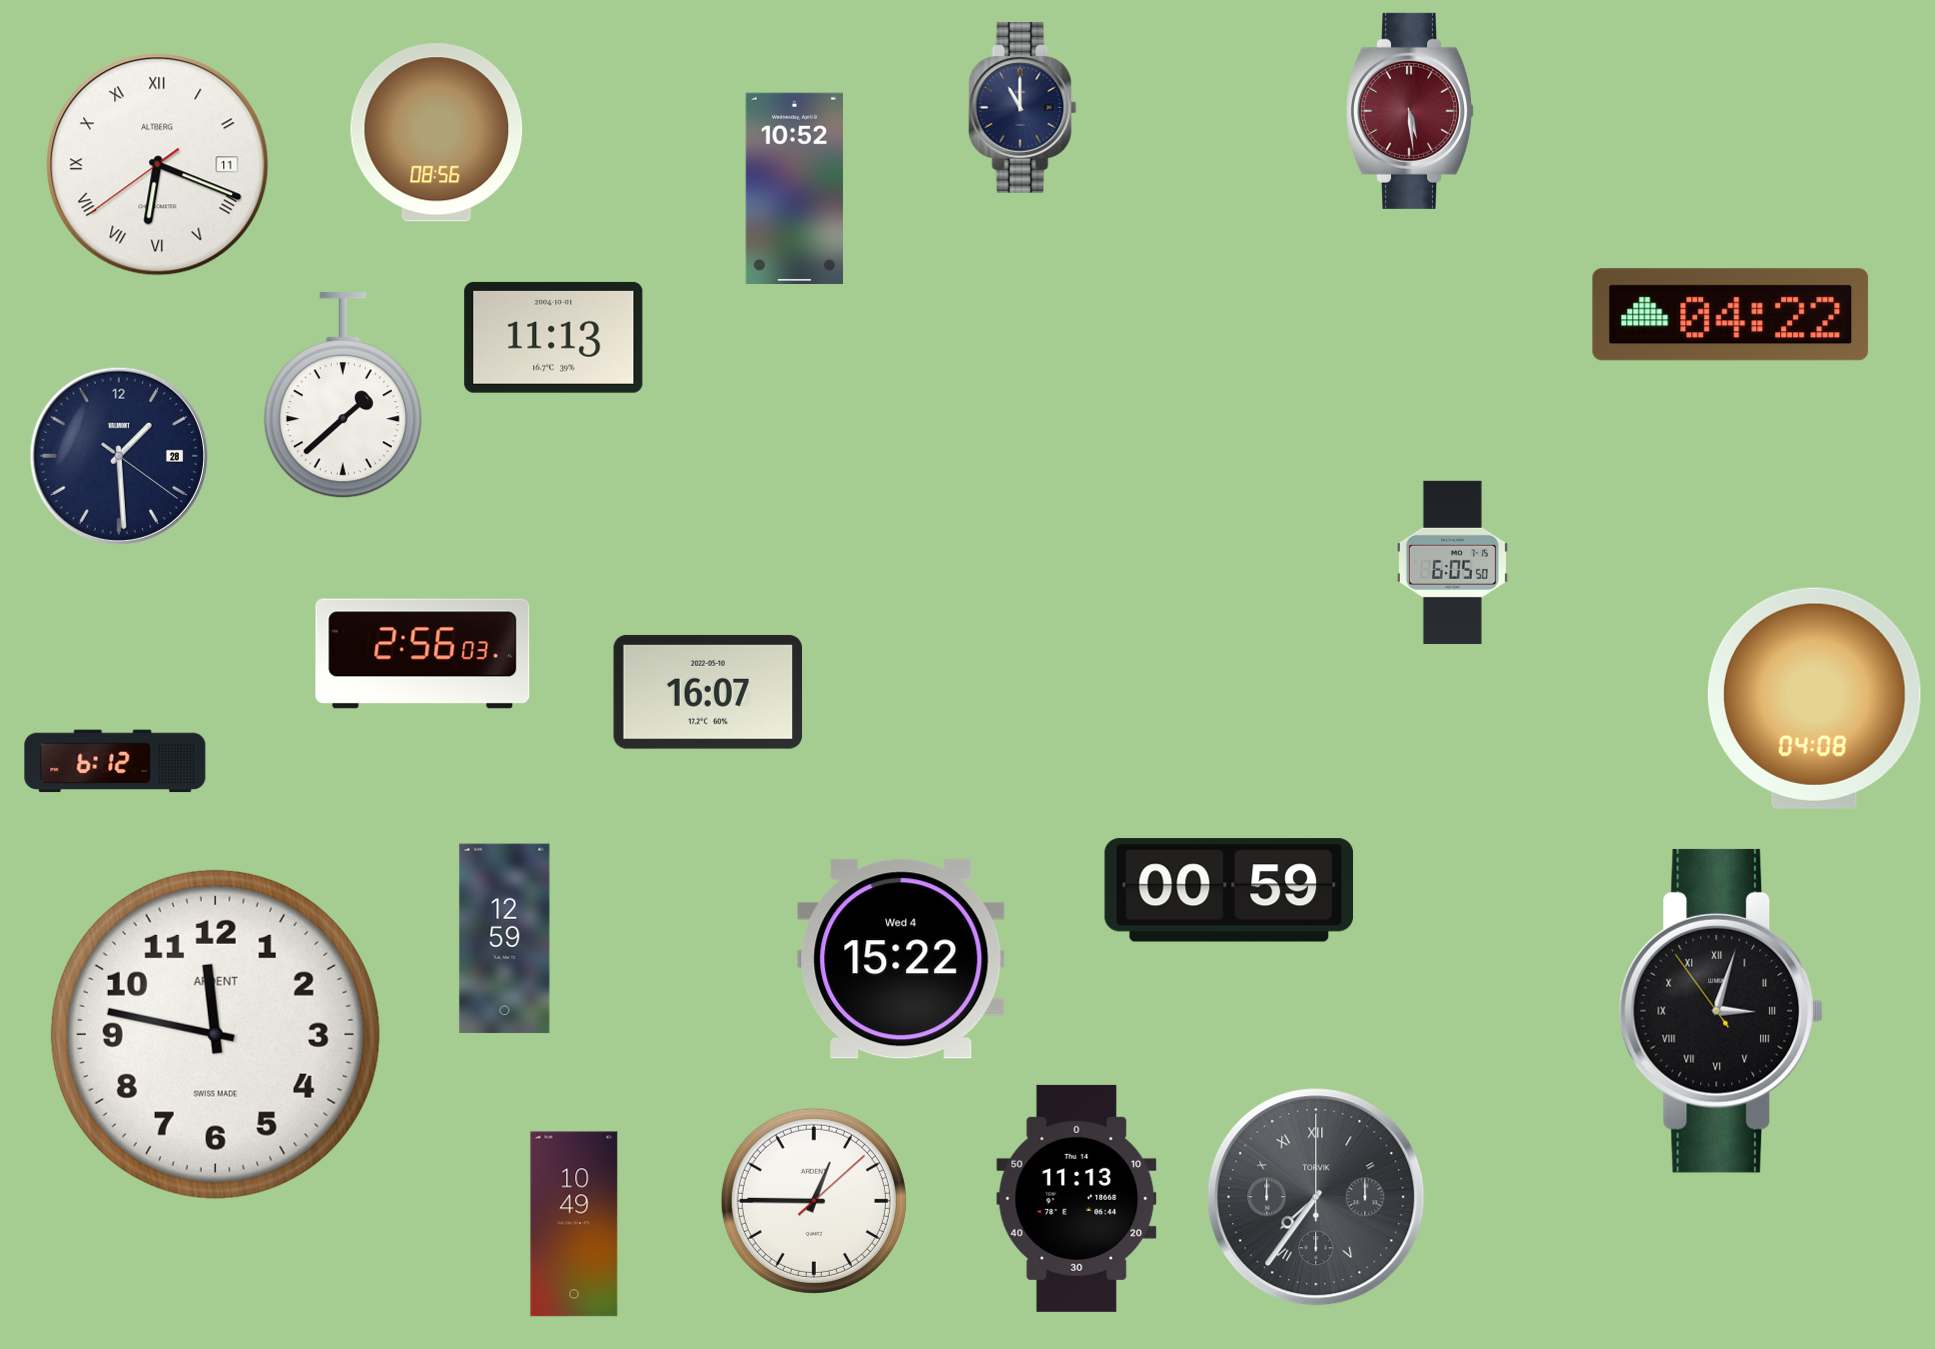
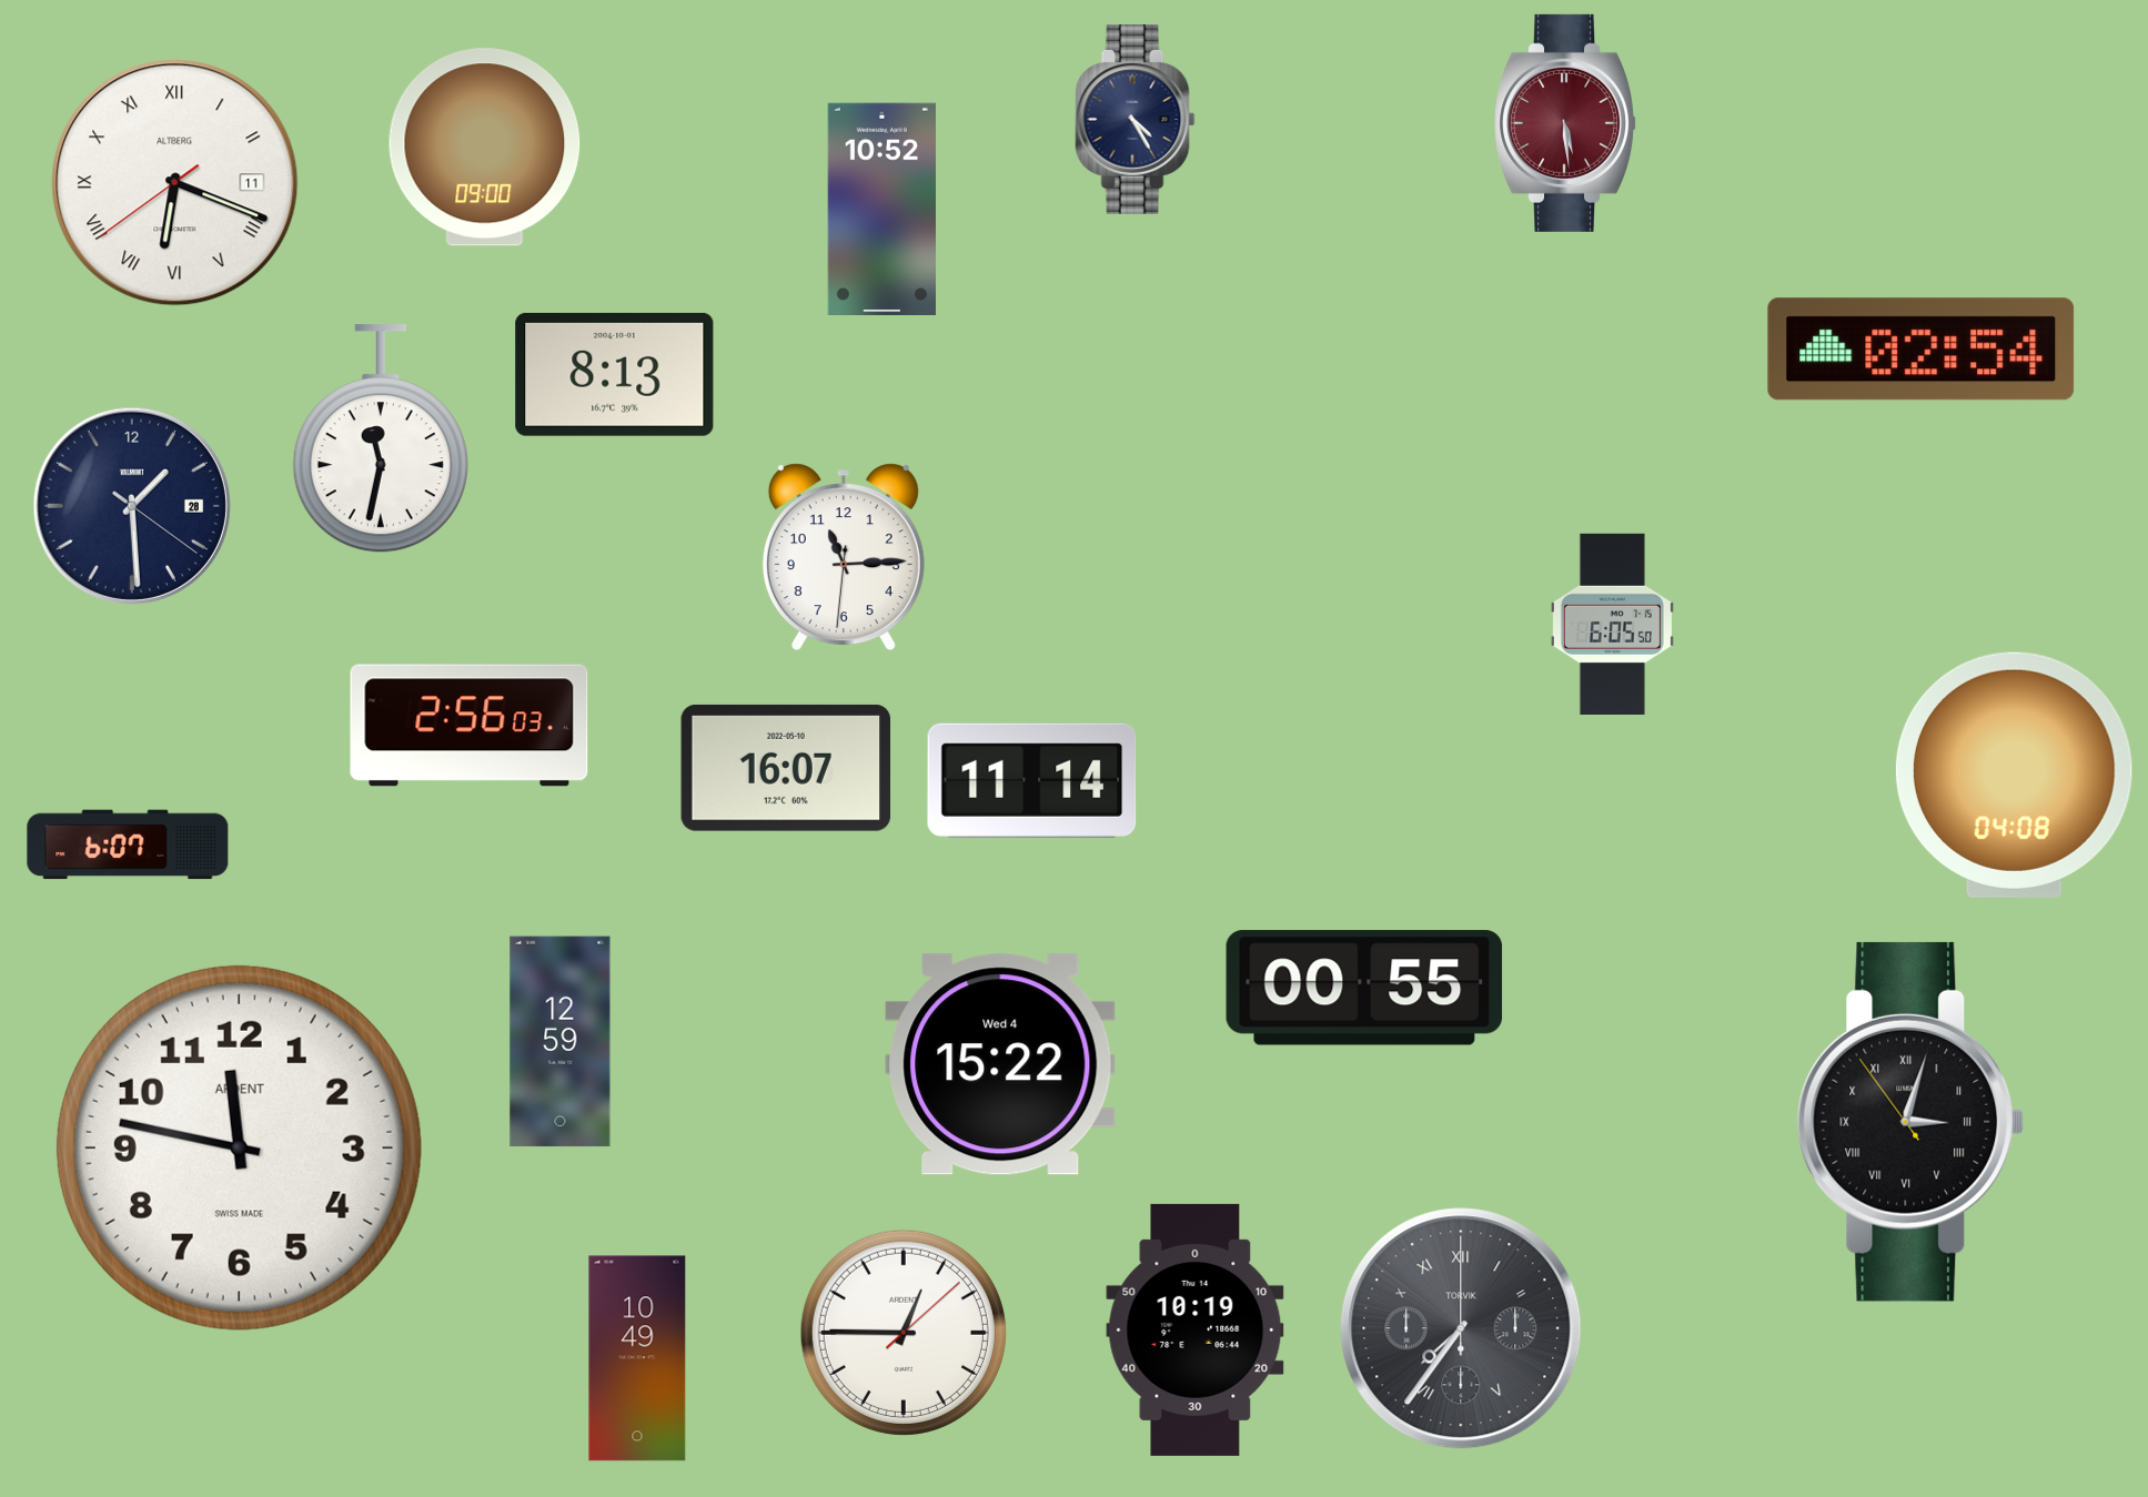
clock at (1023, 108): 11:00 -> 4:25
clock at (437, 133): 08:56 -> 09:00
clock at (1731, 315): 04:22 -> 02:54
clock at (554, 337): 11:13 -> 8:13
clock at (343, 396): 1:38 -> 11:32
clock at (844, 557): none -> 11:14
clock at (1032, 780): none -> 11:14
clock at (115, 761): 6:12 -> 6:07
clock at (1229, 890): 00:59 -> 00:55
clock at (1077, 1198): 11:13 -> 10:19
